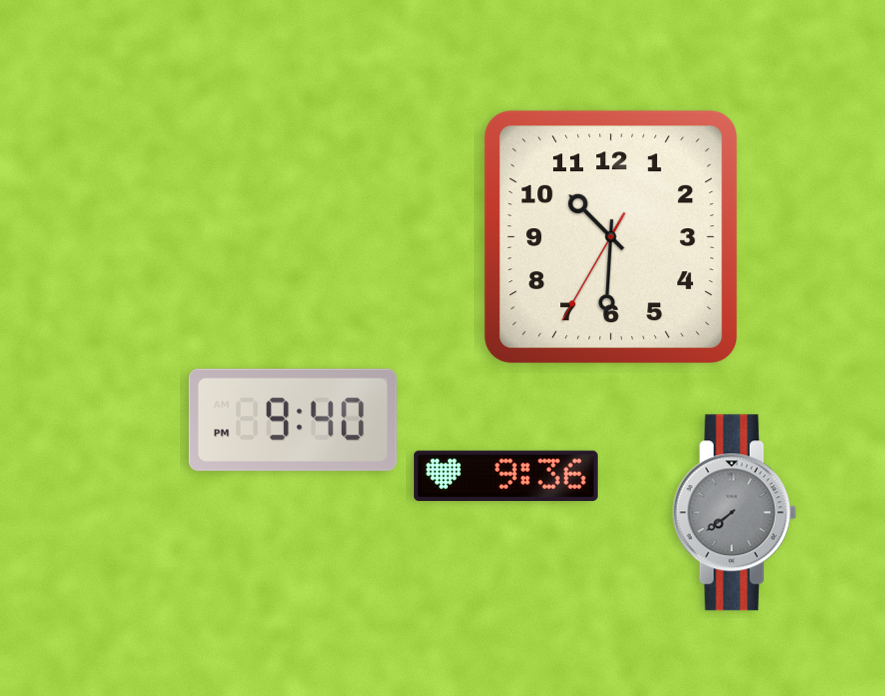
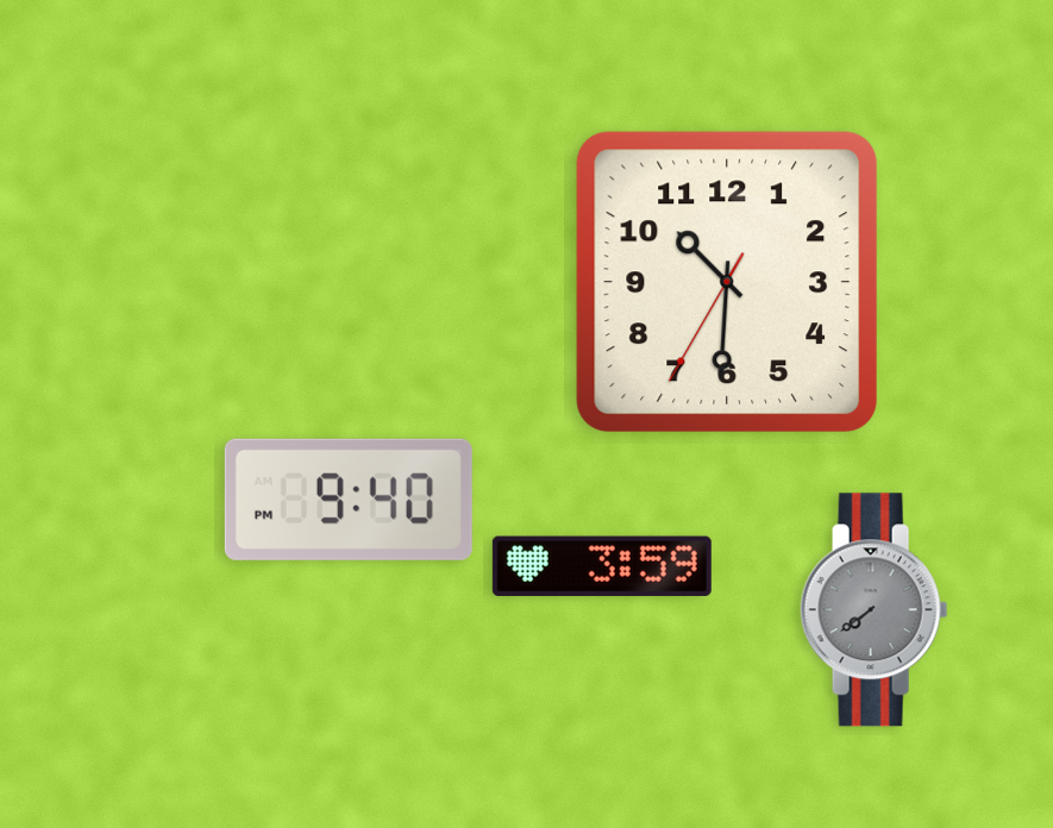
clock at (506, 475): 9:36 -> 3:59
